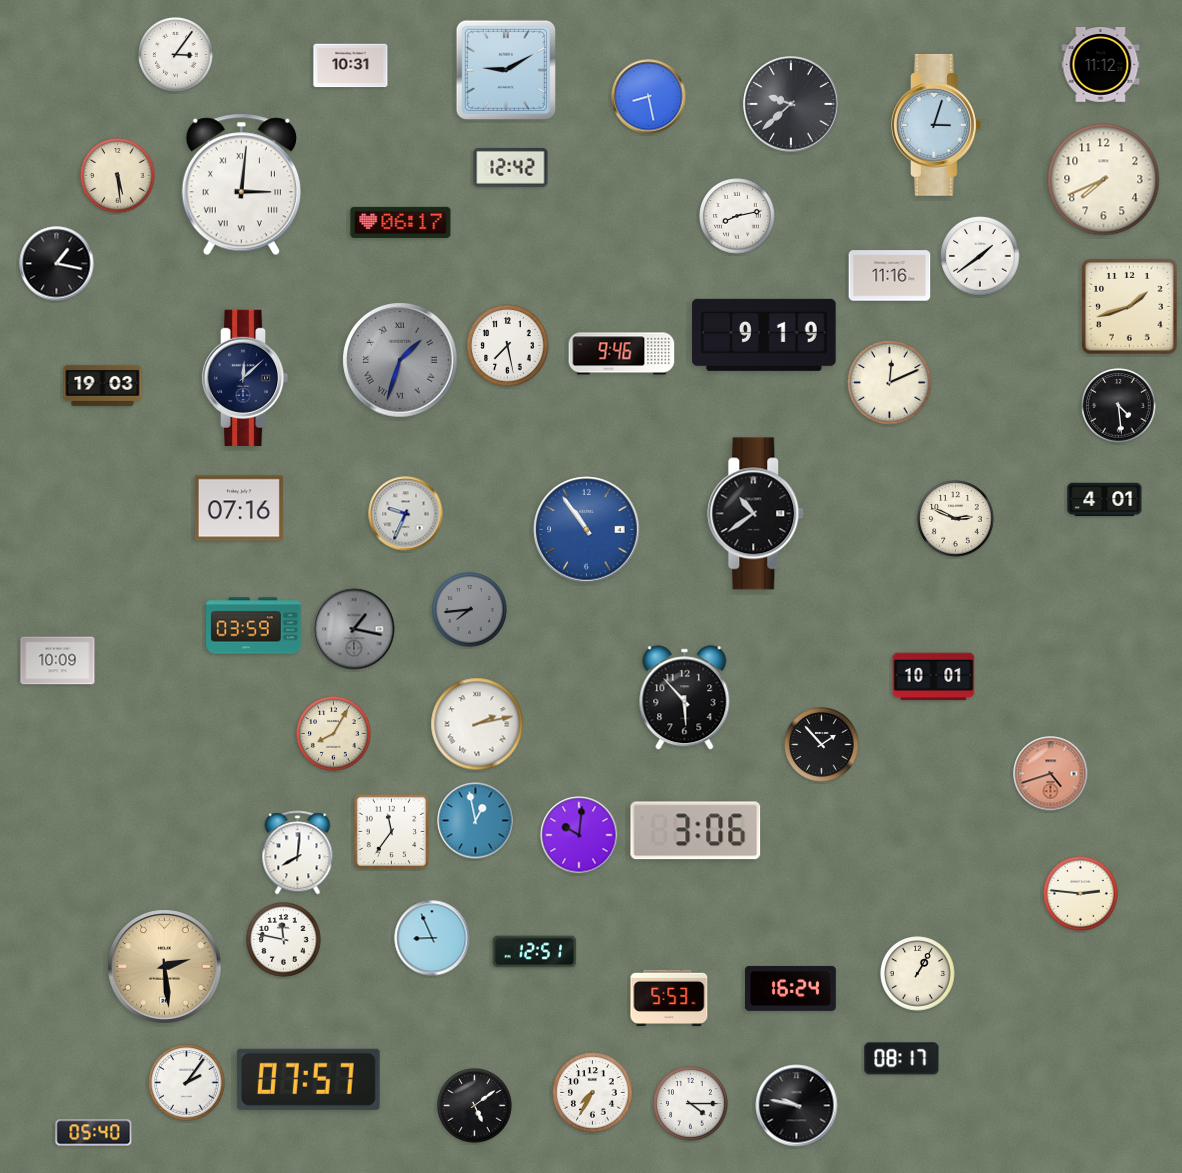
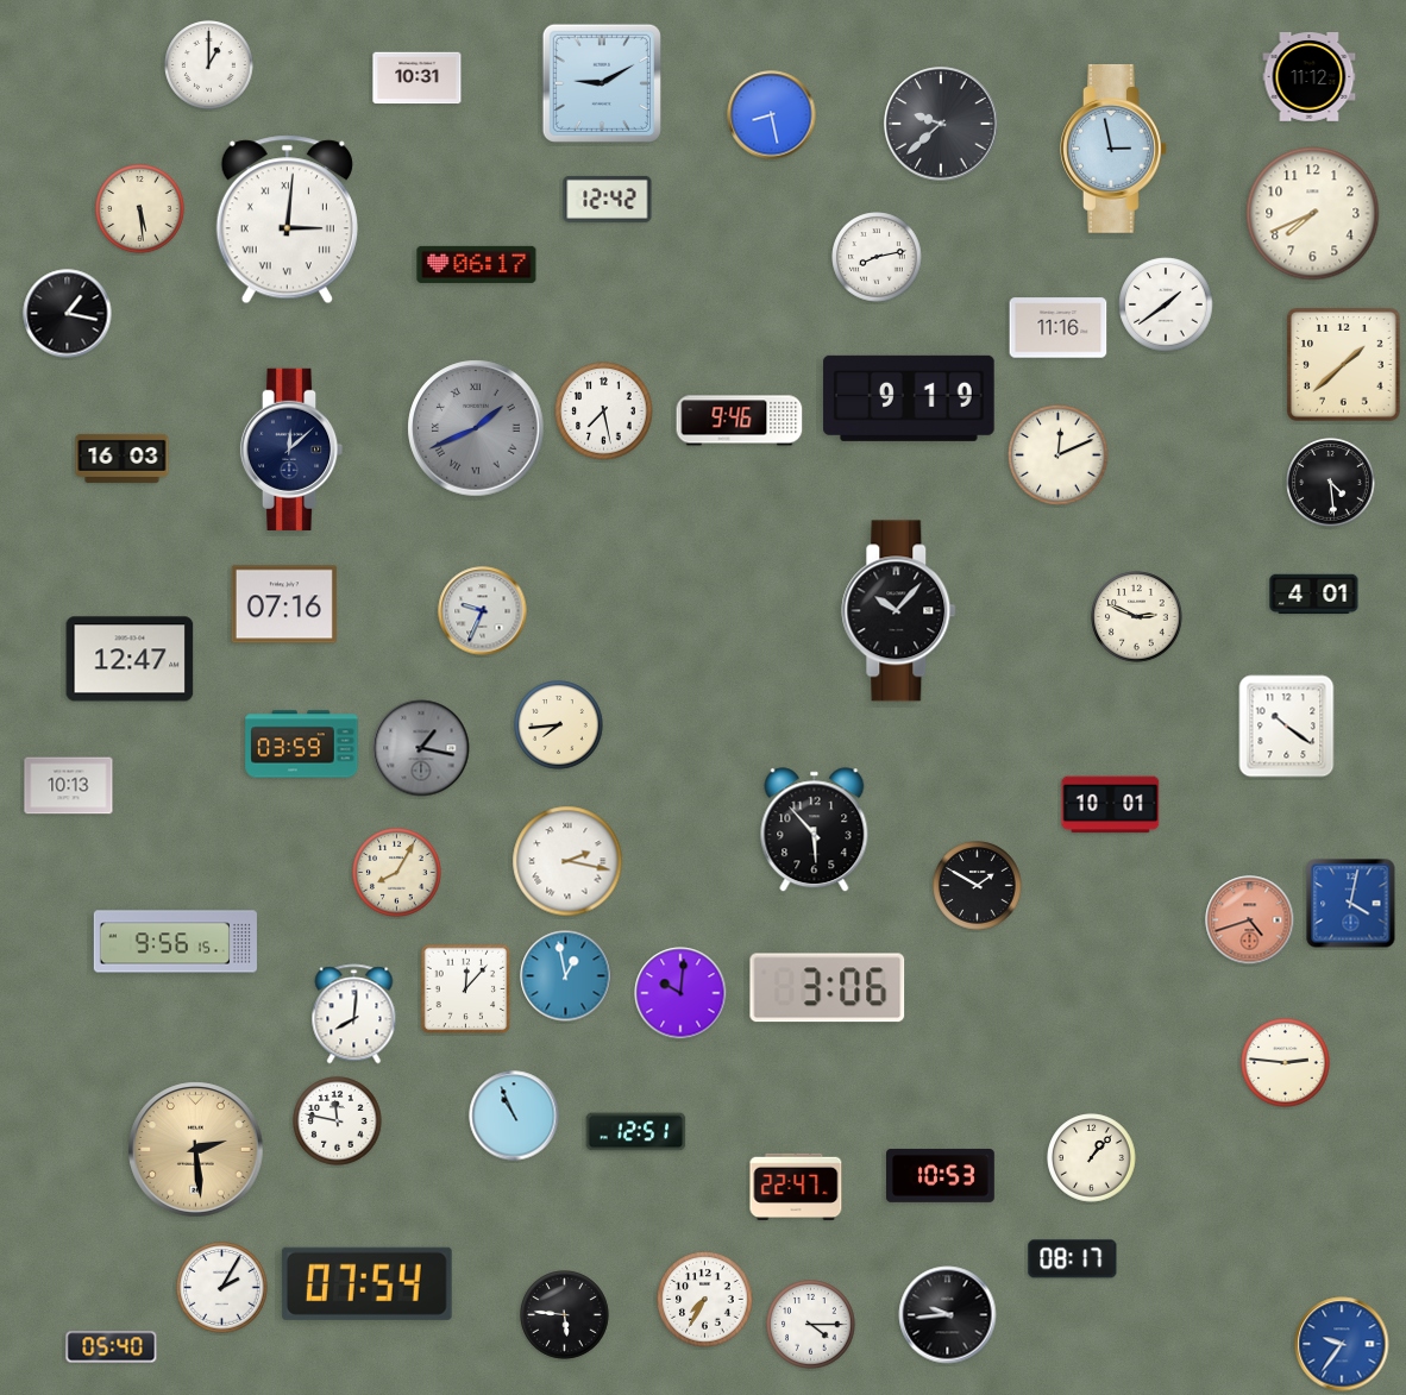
clock at (176, 55): 3:06 -> 1:00
clock at (937, 125): 3:03 -> 2:58
clock at (1130, 307): 1:42 -> 1:38
clock at (400, 360): 1:33 -> 1:41
clock at (103, 385): 19:03 -> 16:03
clock at (756, 514): 10:39 -> 10:07
clock at (587, 530): 10:54 -> none
clock at (130, 659): none -> 12:47
clock at (470, 610) dial: grey -> cream
clock at (1287, 727): none -> 10:21
clock at (58, 661): 10:09 -> 10:13
clock at (477, 724): 2:13 -> 2:17
clock at (822, 745): 1:53 -> 1:50
clock at (1351, 904): none -> 4:02
clock at (175, 942): none -> 9:56
clock at (392, 832): 11:36 -> 12:07
clock at (579, 835) position: (579, 835) -> (680, 993)
clock at (432, 938): 8:56 -> 10:56
clock at (284, 940) position: (284, 940) -> (338, 1121)
clock at (918, 974): 1:05 -> 1:07
clock at (791, 988): 16:24 -> 10:53
clock at (669, 997): 5:53 -> 22:47
clock at (308, 1079): 07:57 -> 07:54
clock at (187, 1083): 2:06 -> 2:05
clock at (691, 1104) position: (691, 1104) -> (811, 1325)
clock at (475, 1106): 5:09 -> 5:46
clock at (797, 1106): 9:47 -> 9:44
clock at (1342, 1344): none -> 9:36
